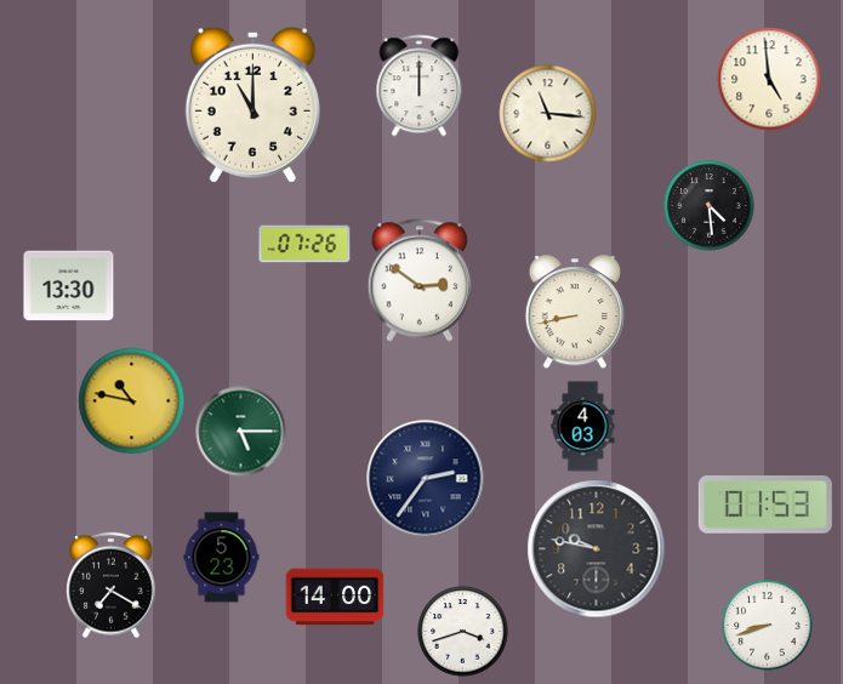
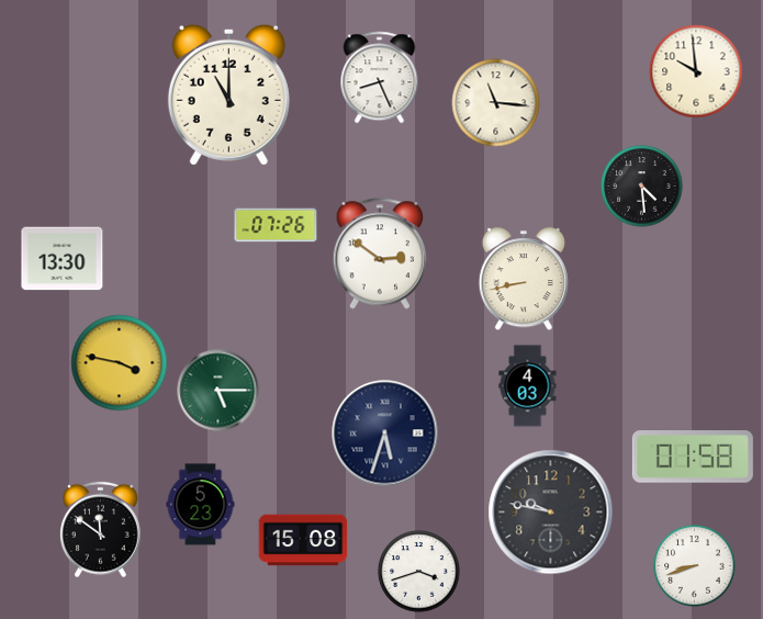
clock at (769, 79): 4:59 -> 9:59
clock at (420, 86): 12:00 -> 8:26
clock at (304, 244) position: (304, 244) -> (276, 225)
clock at (575, 313) position: (575, 313) -> (524, 280)
clock at (132, 401): 10:47 -> 3:47
clock at (426, 479): 2:36 -> 5:33
clock at (765, 506): 01:53 -> 01:58
clock at (597, 549) position: (597, 549) -> (551, 513)
clock at (112, 586): 7:20 -> 11:51
clock at (335, 597): 14:00 -> 15:08
